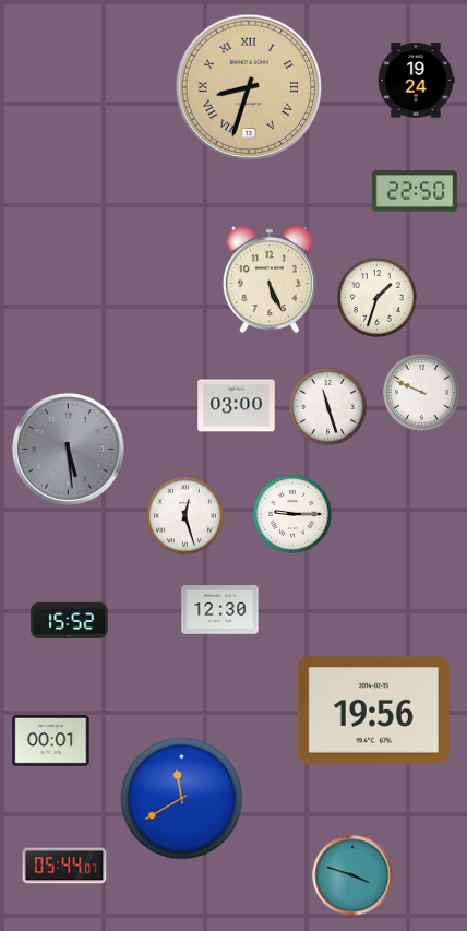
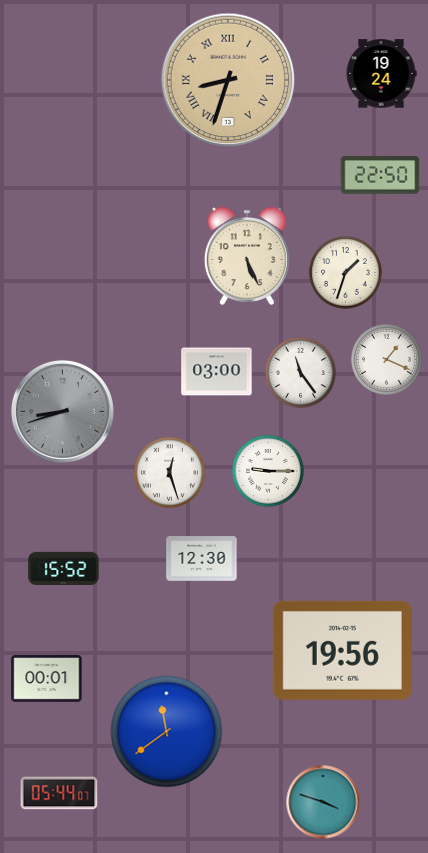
clock at (421, 392): 9:49 -> 1:19
clock at (327, 406): 11:27 -> 11:24
clock at (68, 449): 5:29 -> 8:42
clock at (182, 799): 11:40 -> 11:39
